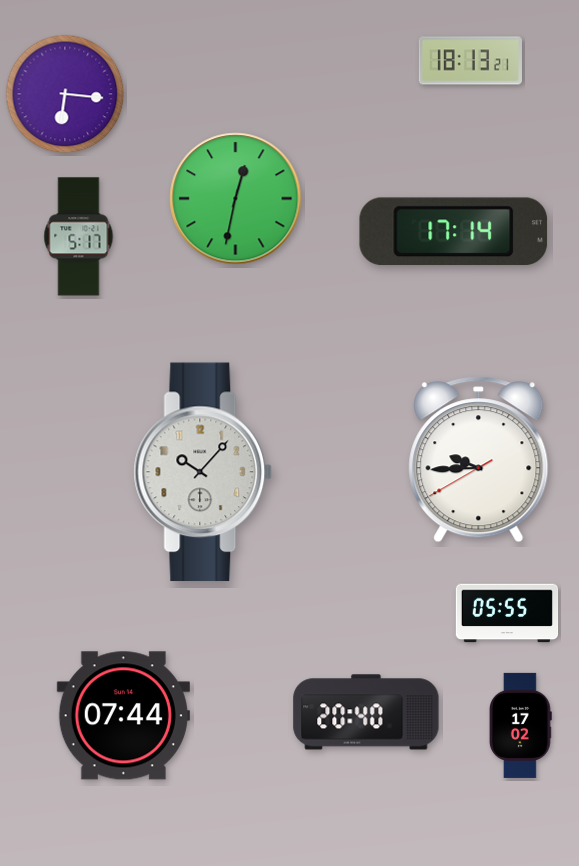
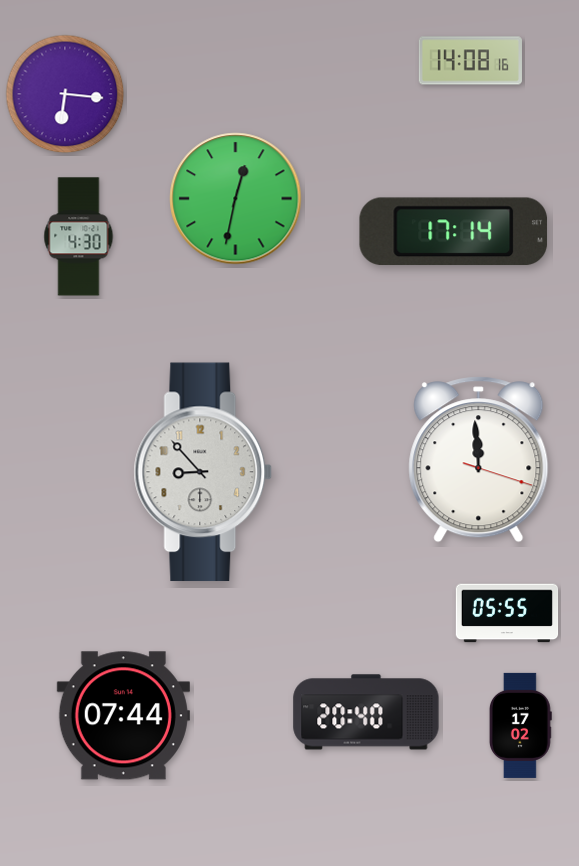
clock at (470, 61): 18:13 -> 14:08
clock at (79, 237): 5:17 -> 4:30
clock at (479, 460): 9:44 -> 11:59
clock at (203, 472): 10:07 -> 8:53
